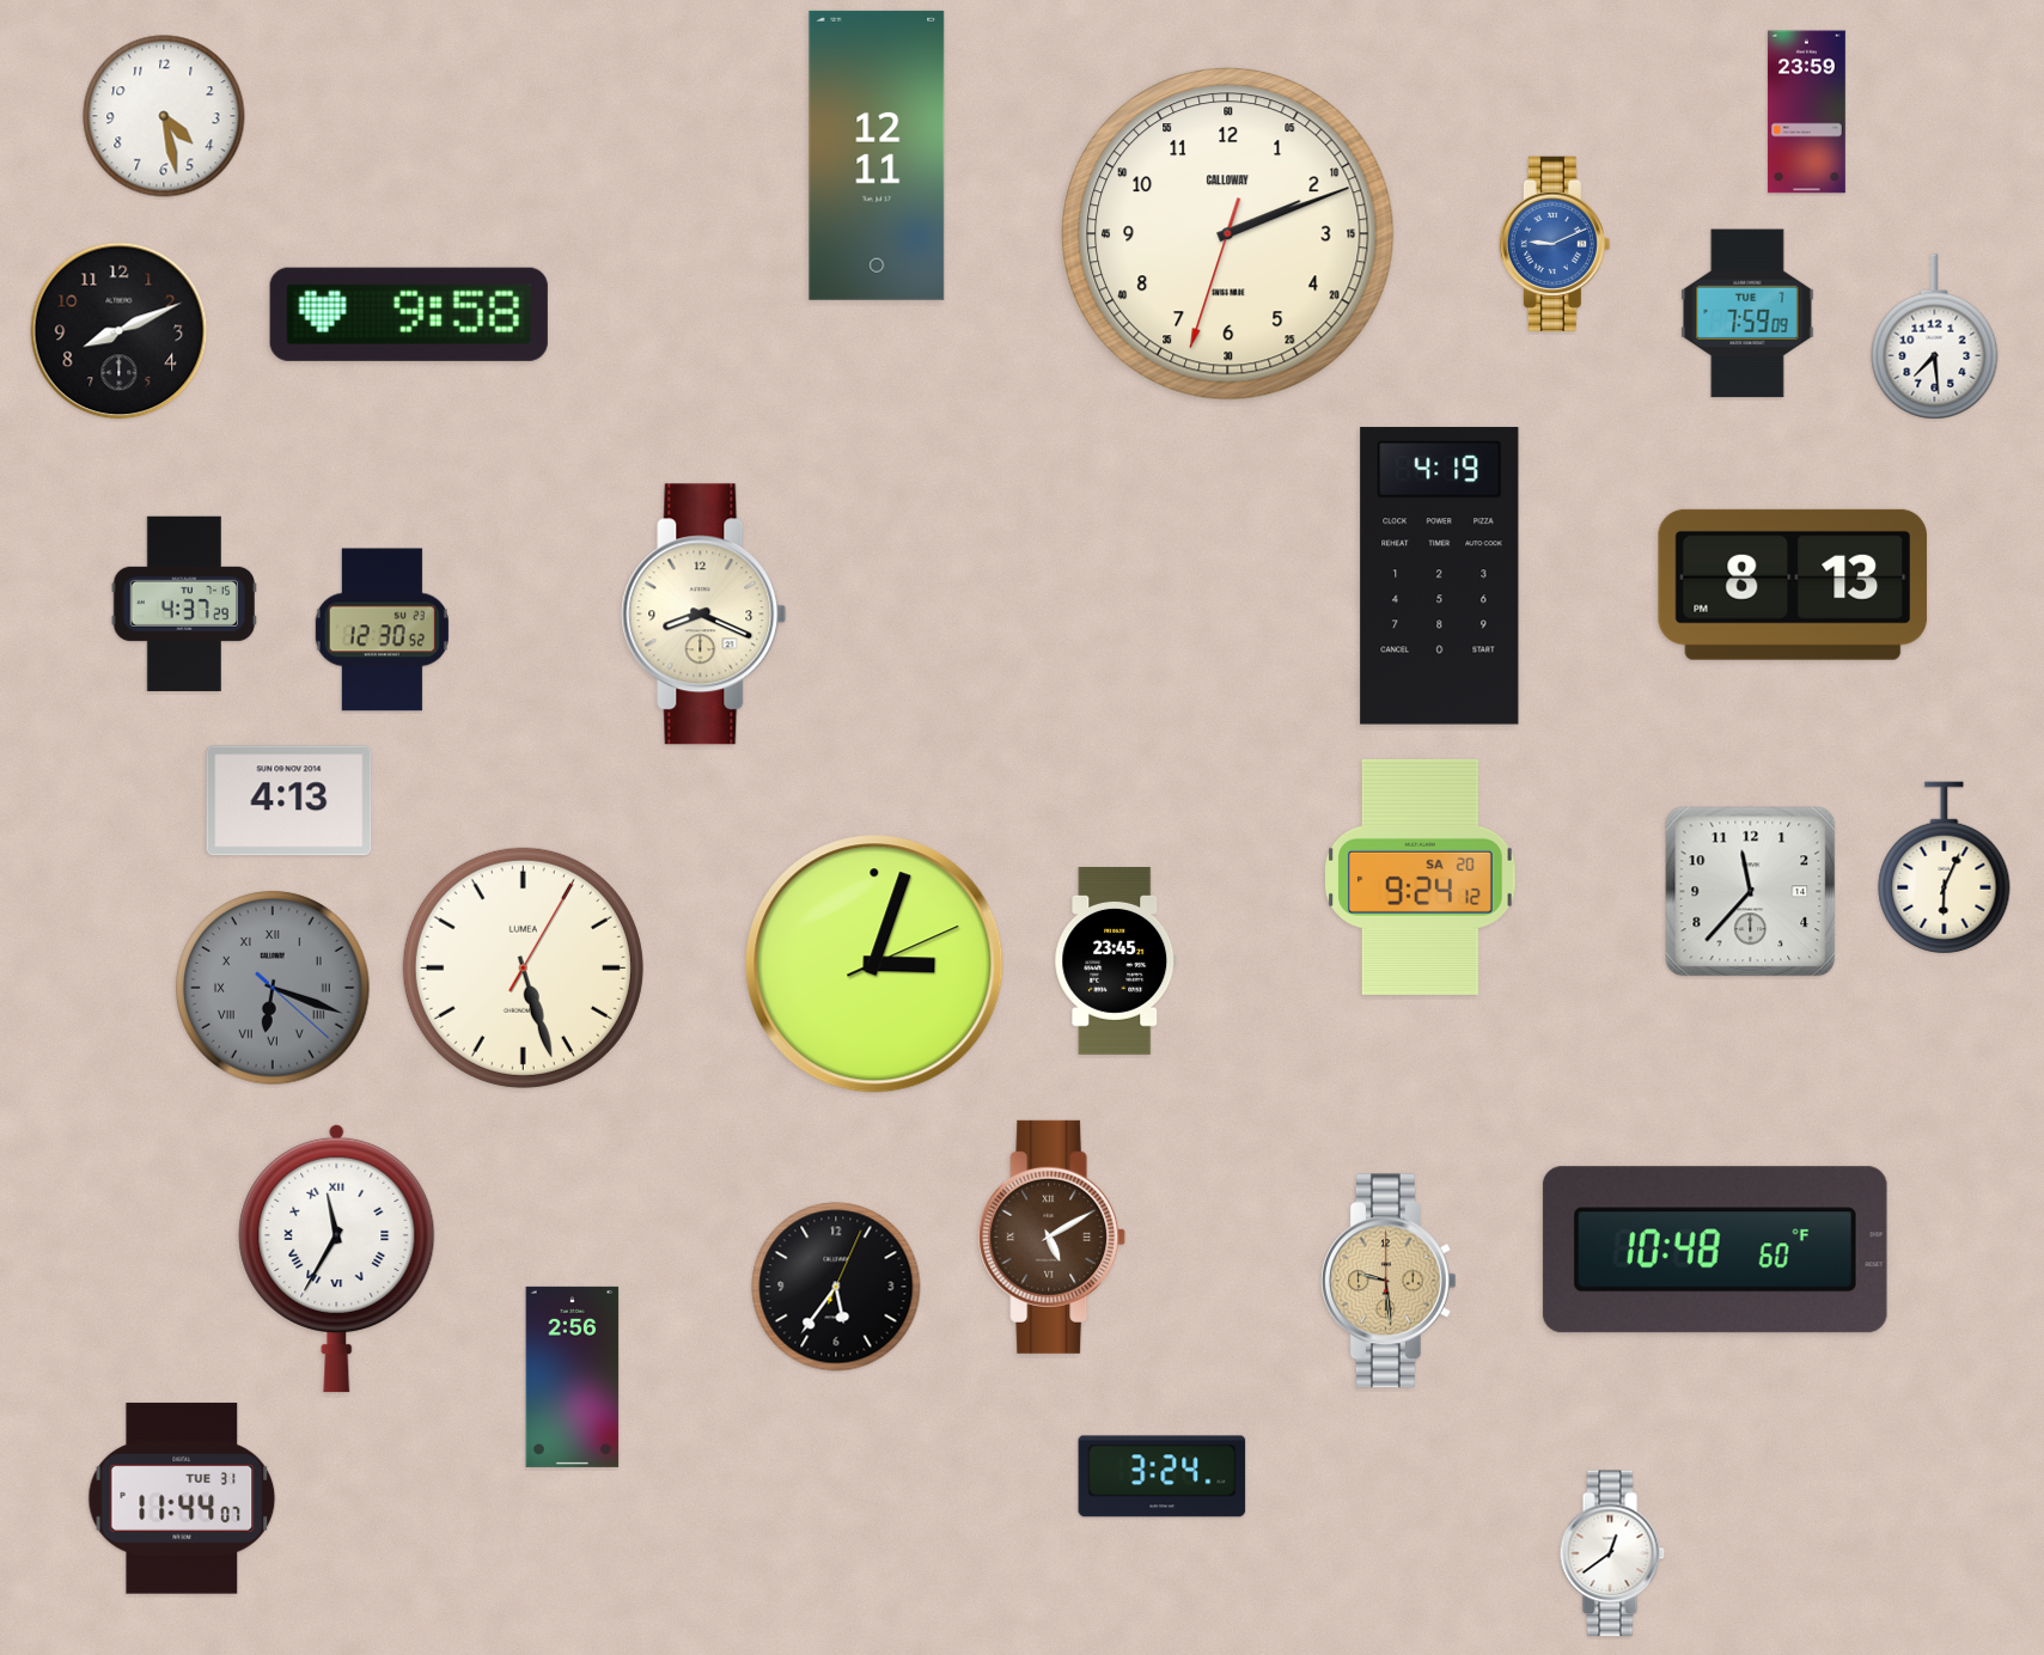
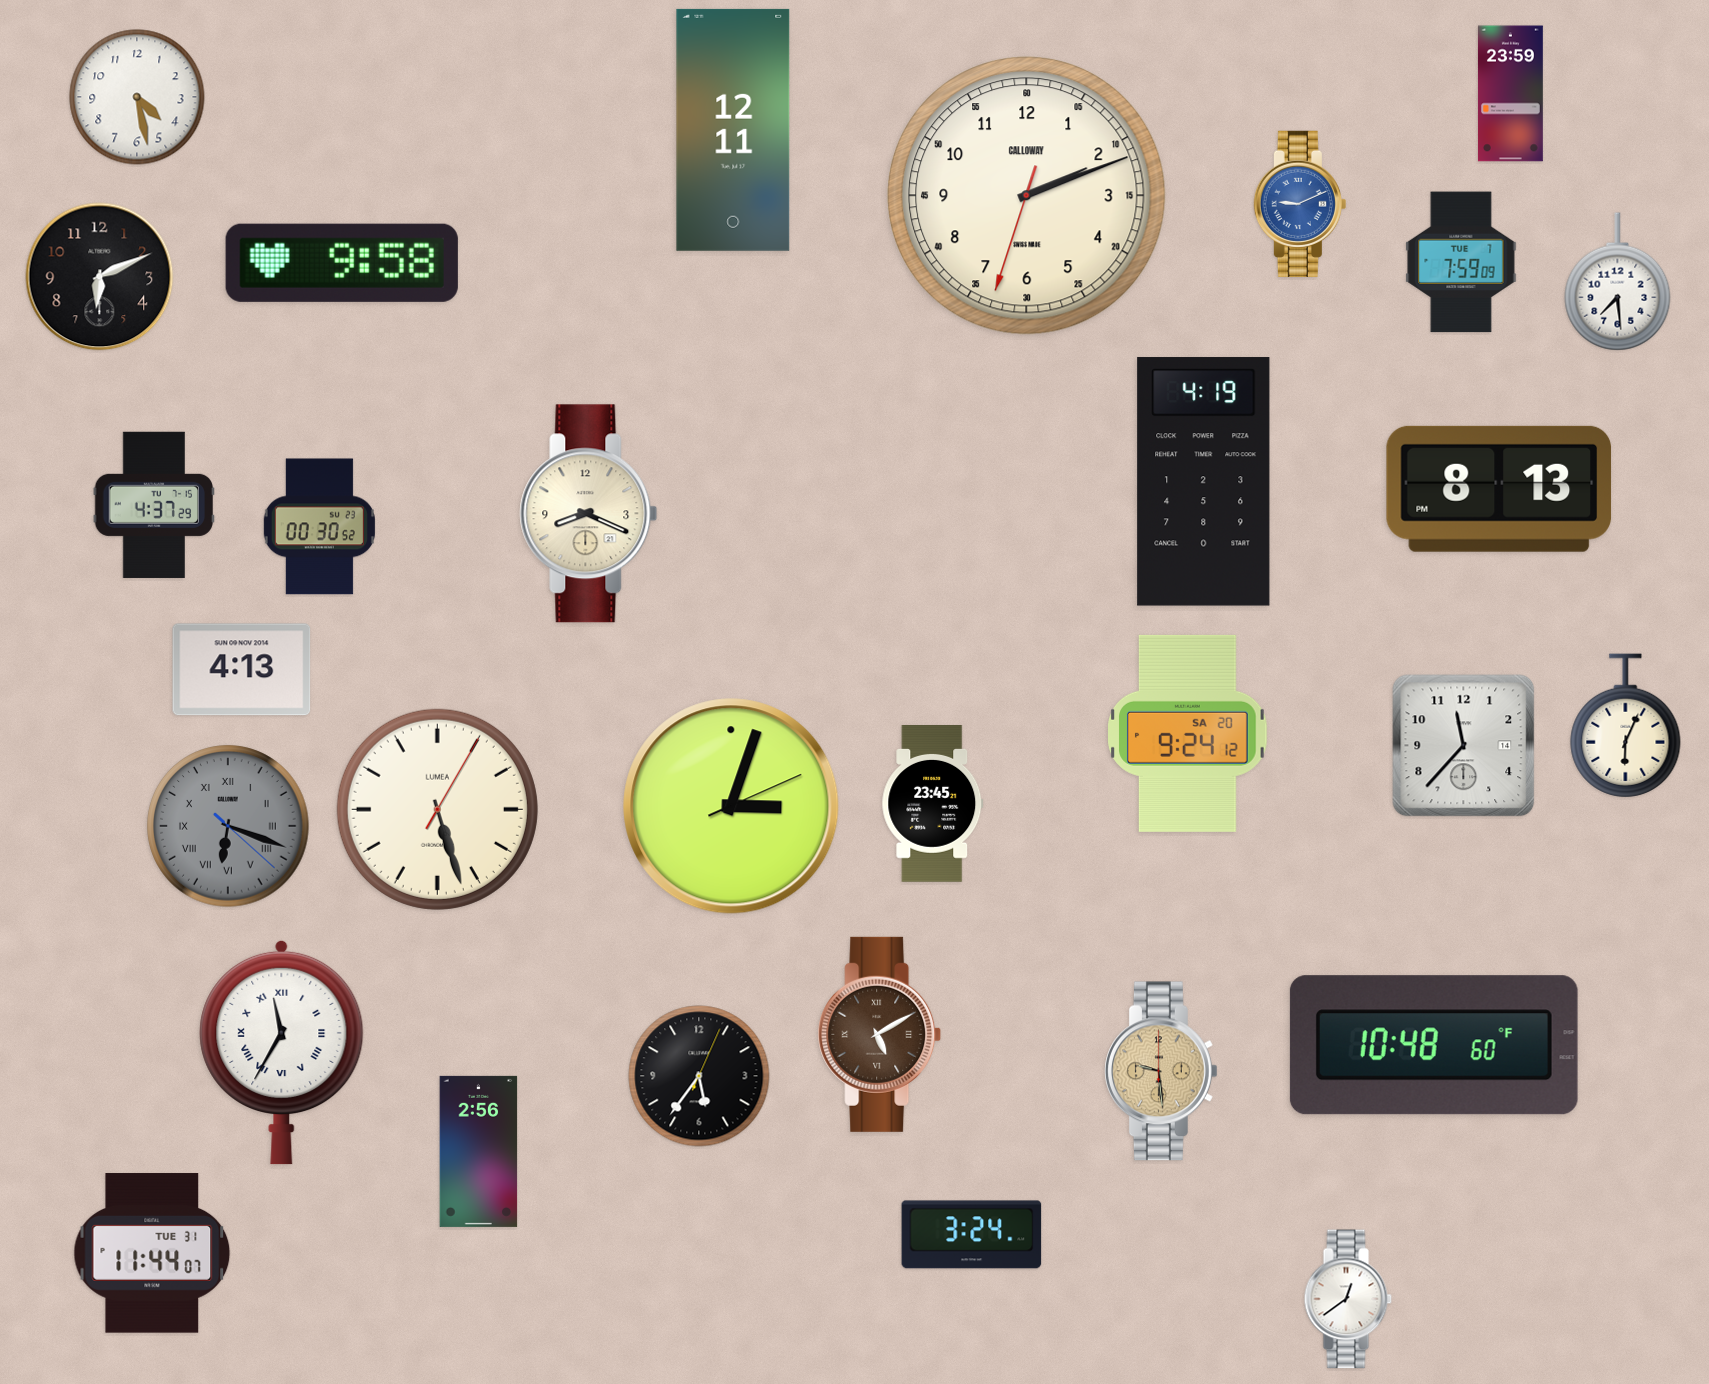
clock at (120, 331): 8:11 -> 6:11
clock at (382, 630): 12:30 -> 00:30
